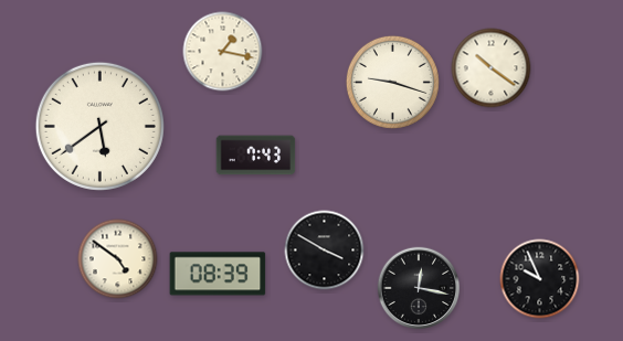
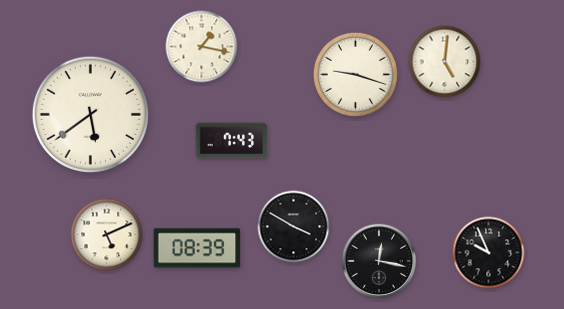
clock at (492, 68): 10:21 -> 5:01
clock at (118, 259): 4:51 -> 5:11
